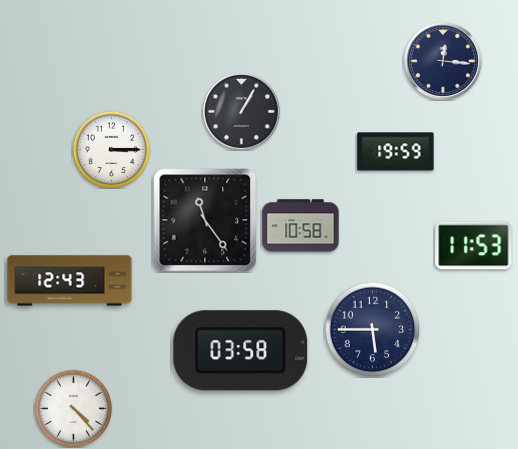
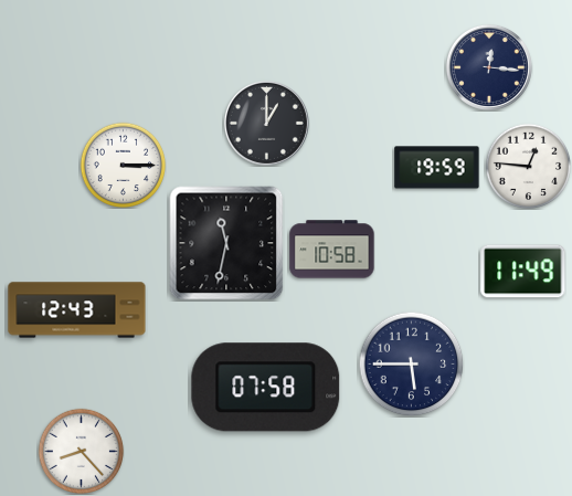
clock at (241, 111): 1:05 -> 1:00
clock at (528, 166): none -> 12:46
clock at (205, 220): 11:24 -> 11:32
clock at (474, 246): 11:53 -> 11:49
clock at (241, 351): 03:58 -> 07:58
clock at (73, 408): 4:23 -> 8:23
